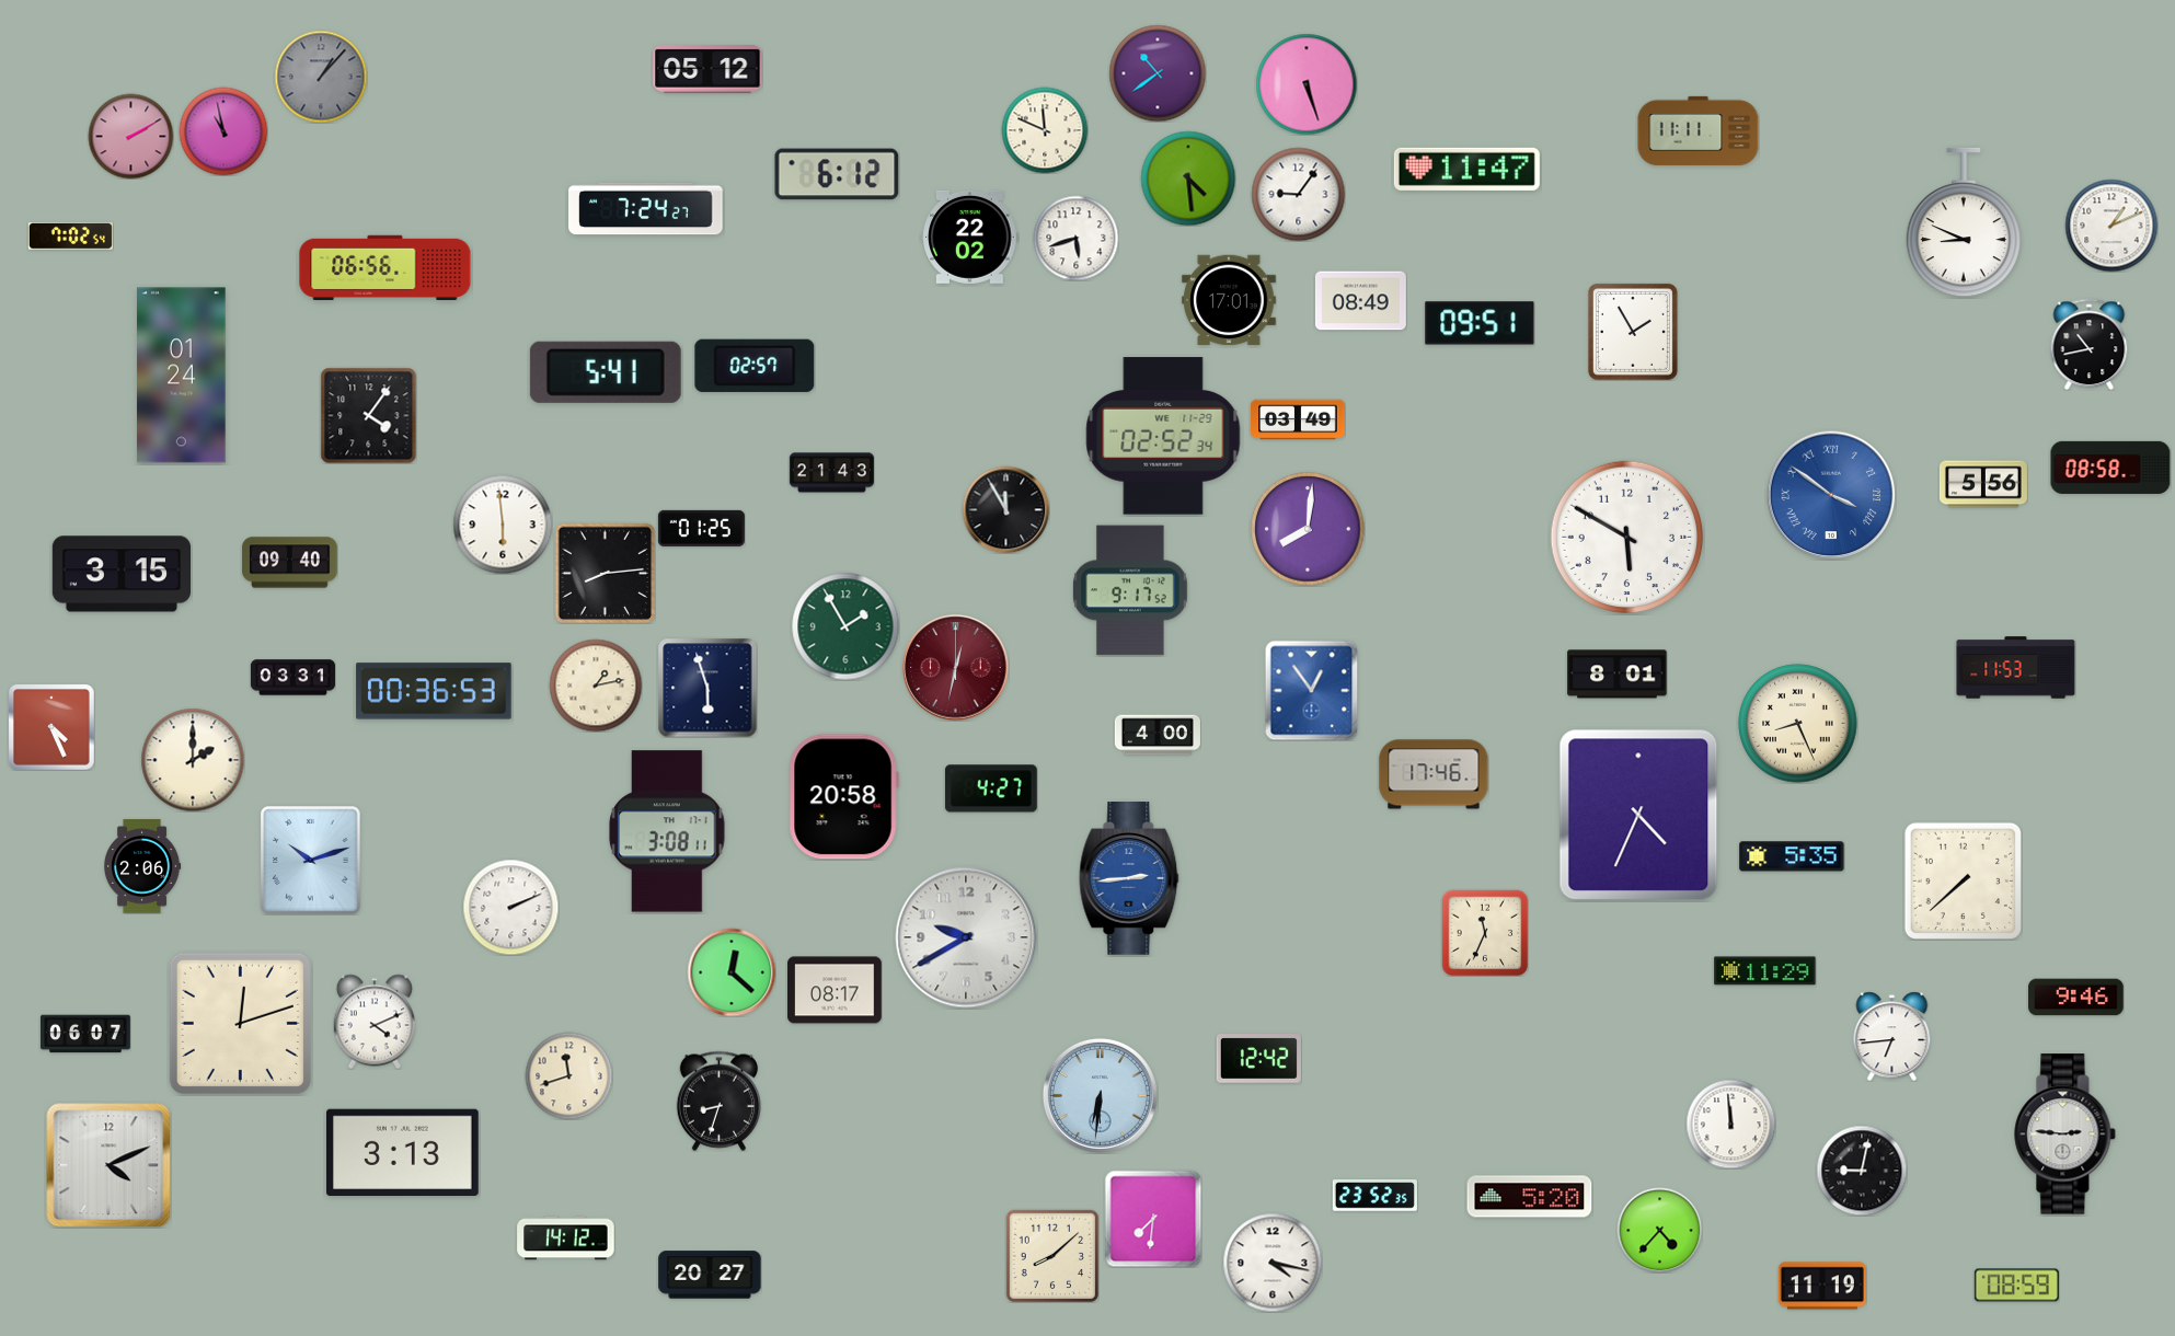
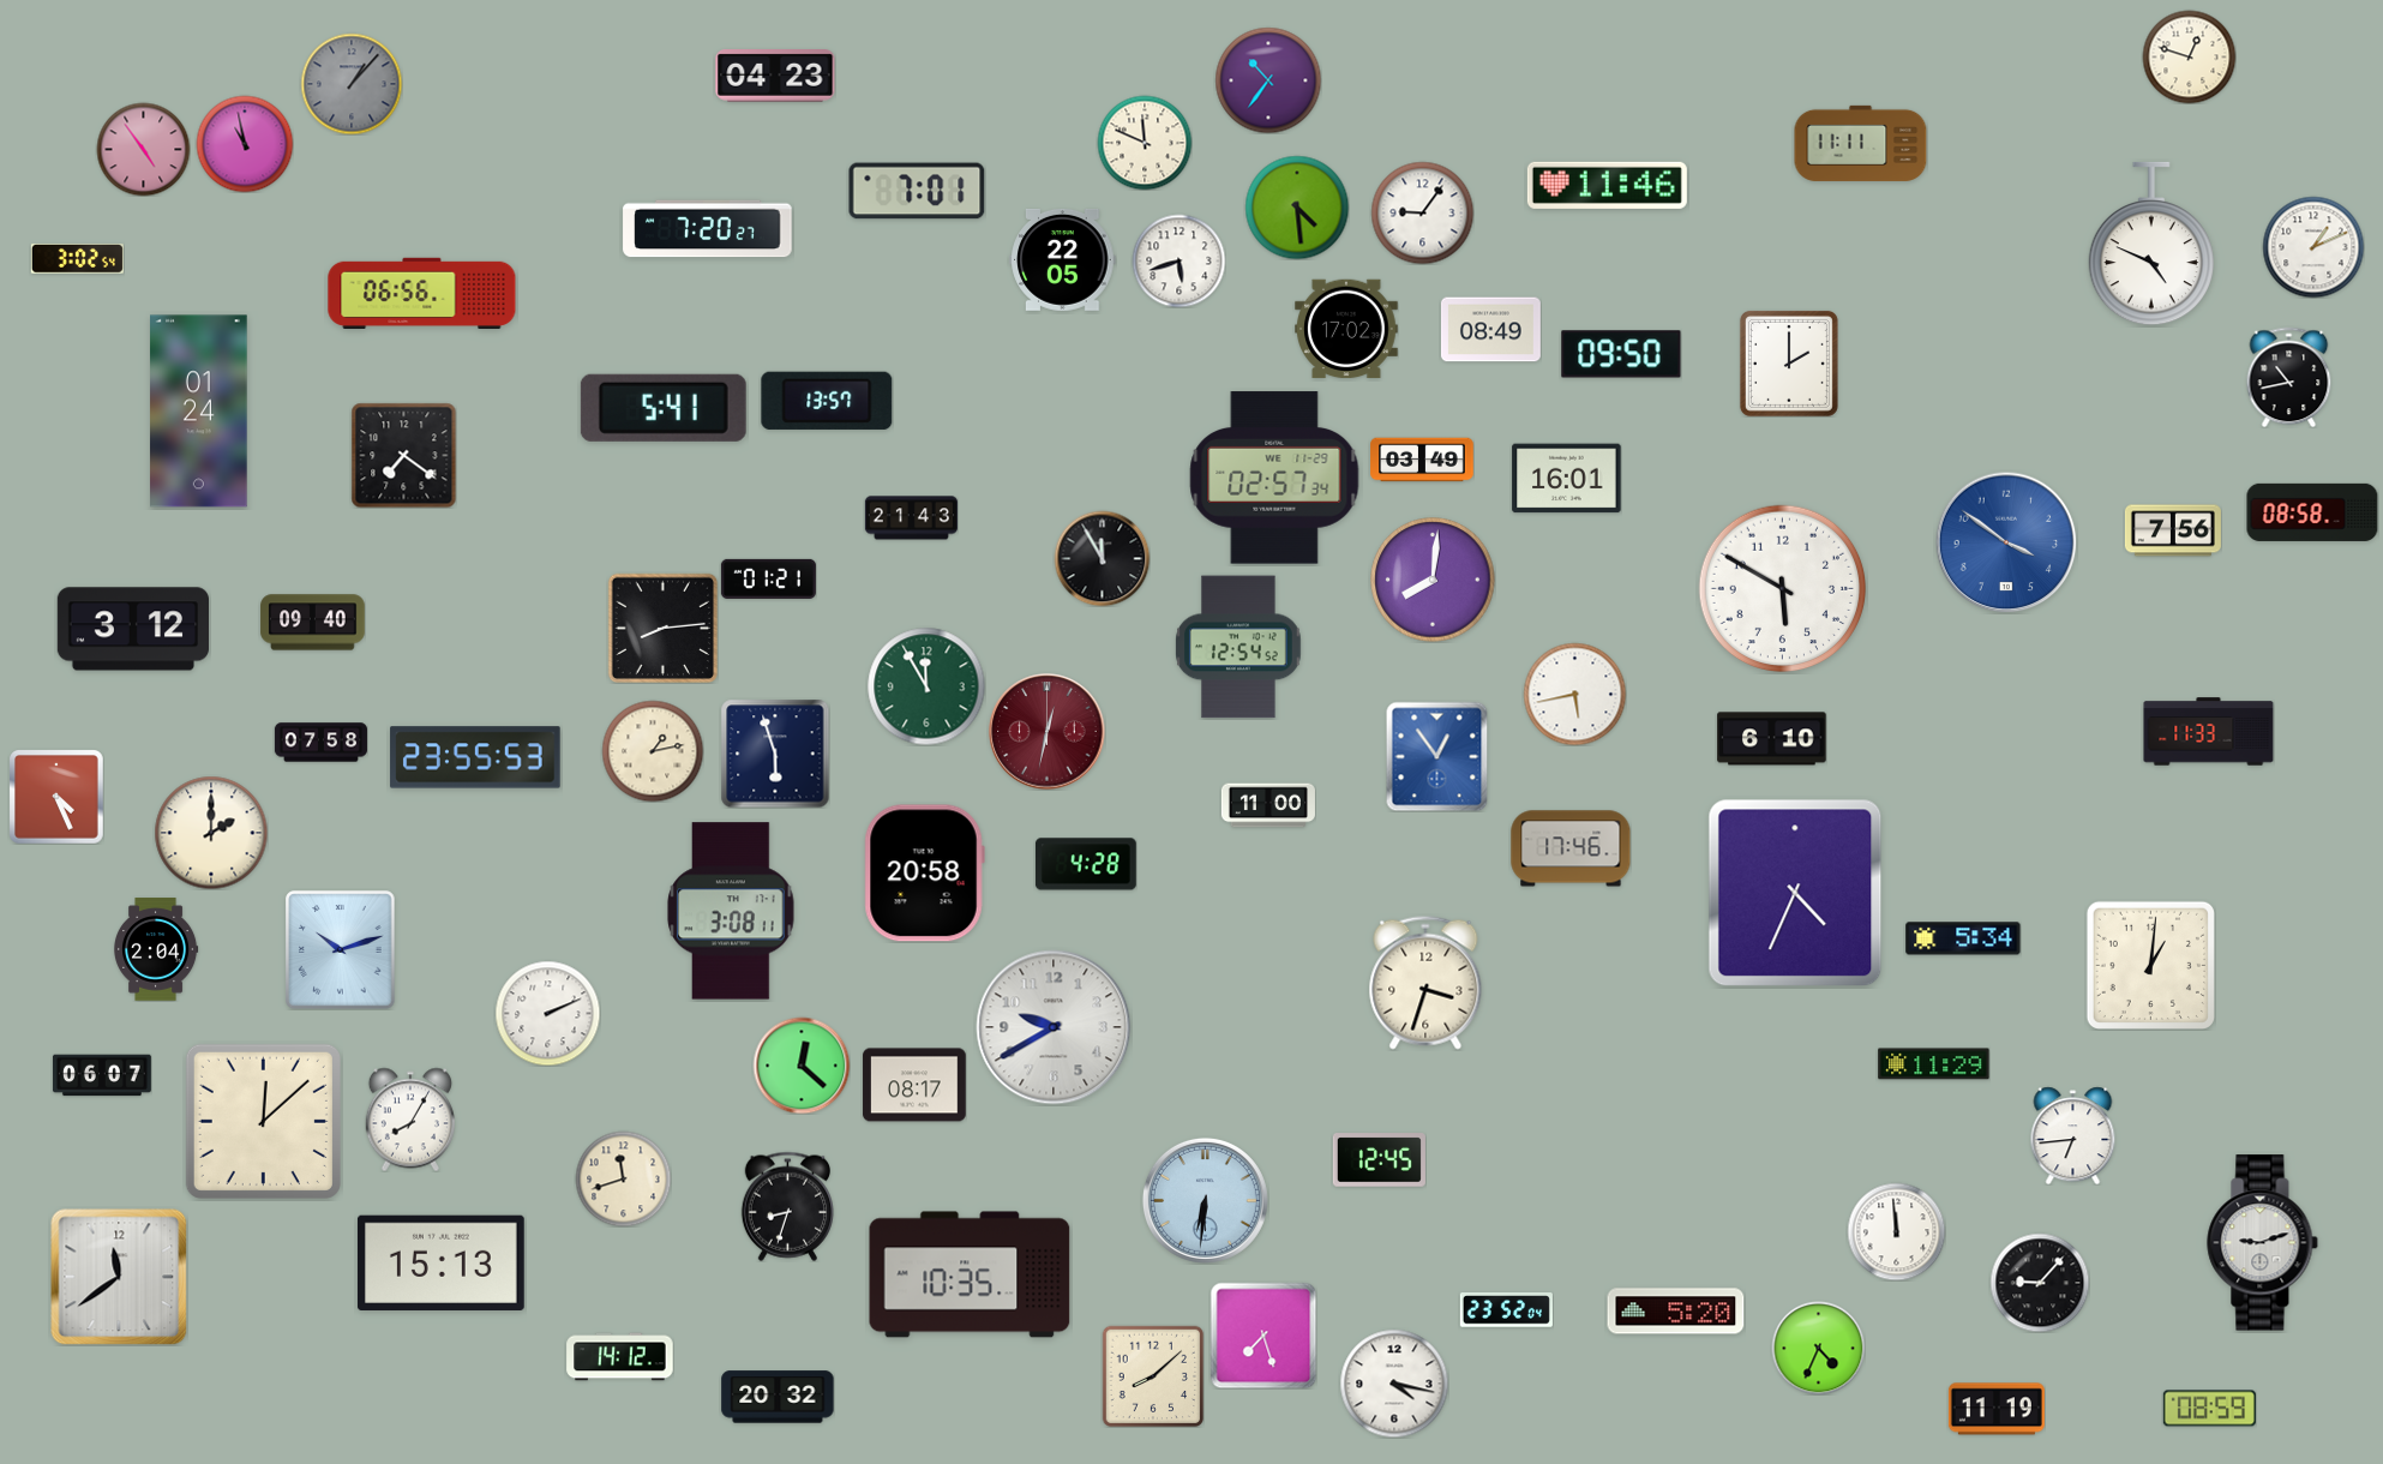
clock at (2189, 56): none -> 12:48
clock at (707, 69): 05:12 -> 04:23
clock at (1158, 73): 10:39 -> 10:36
clock at (1307, 84): 5:27 -> none
clock at (130, 136): 2:10 -> 4:54
clock at (1466, 169): 11:47 -> 11:46
clock at (837, 174): 6:12 -> 7:01
clock at (1188, 178) position: (1188, 178) -> (1297, 208)
clock at (646, 209): 7:24 -> 7:20
clock at (1964, 222): 8:49 -> 4:49
clock at (70, 237): 7:02 -> 3:02
clock at (970, 237): 22:02 -> 22:05
clock at (1229, 300): 17:01 -> 17:02
clock at (1480, 323): 09:51 -> 09:50
clock at (1633, 332): 1:55 -> 2:00
clock at (755, 366): 02:57 -> 13:57
clock at (368, 415): 4:06 -> 7:21
clock at (1163, 436): 02:52 -> 02:57
clock at (1567, 479): none -> 16:01
clock at (1983, 484): 5:56 -> 7:56
clock at (1831, 495) numerals: Roman -> Arabic
clock at (503, 525): 5:59 -> none
clock at (701, 528): 01:25 -> 01:21
clock at (290, 563) position: (290, 563) -> (313, 623)
clock at (120, 574): 3:15 -> 3:12
clock at (1131, 590): 9:17 -> 12:54
clock at (845, 626): 1:55 -> 11:55
clock at (1574, 694): none -> 5:43
clock at (2016, 668): 11:53 -> 11:33
clock at (1618, 675): 8:01 -> 6:10
clock at (292, 678): 03:31 -> 07:58
clock at (434, 691): 00:36 -> 23:55
clock at (1798, 724): 8:26 -> none
clock at (1158, 735): 4:00 -> 11:00
clock at (991, 788): 4:27 -> 4:28
clock at (1792, 856): 5:35 -> 5:34
clock at (311, 861) position: (311, 861) -> (341, 950)
clock at (143, 866): 2:06 -> 2:04
clock at (1129, 879): 2:44 -> none
clock at (1963, 880): 7:38 -> 1:01
clock at (1425, 983): none -> 3:33
clock at (510, 907) position: (510, 907) -> (547, 1013)
clock at (1485, 933): 11:34 -> none
clock at (966, 937) position: (966, 937) -> (1054, 1027)
clock at (2076, 998): 9:46 -> none
clock at (373, 1022): 4:11 -> 8:05
clock at (240, 1023): 12:12 -> 12:08
clock at (85, 1034) position: (85, 1034) -> (102, 1075)
clock at (1258, 1059): 12:42 -> 12:45
clock at (2065, 1135): 2:46 -> 9:12
clock at (402, 1153): 3:13 -> 15:13
clock at (970, 1274): none -> 10:35
clock at (108, 1165): 4:11 -> 11:39
clock at (1862, 1171): 9:02 -> 9:07
clock at (1374, 1196): 23:52:35 -> 23:52:04
clock at (1153, 1219): 7:31 -> 7:27
clock at (1659, 1230): 4:37 -> 4:34
clock at (710, 1275): 20:27 -> 20:32
